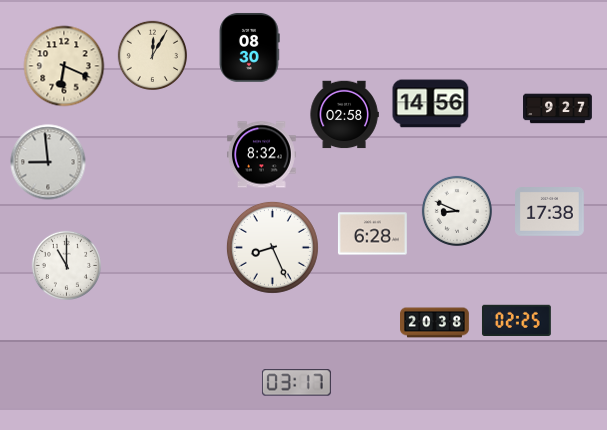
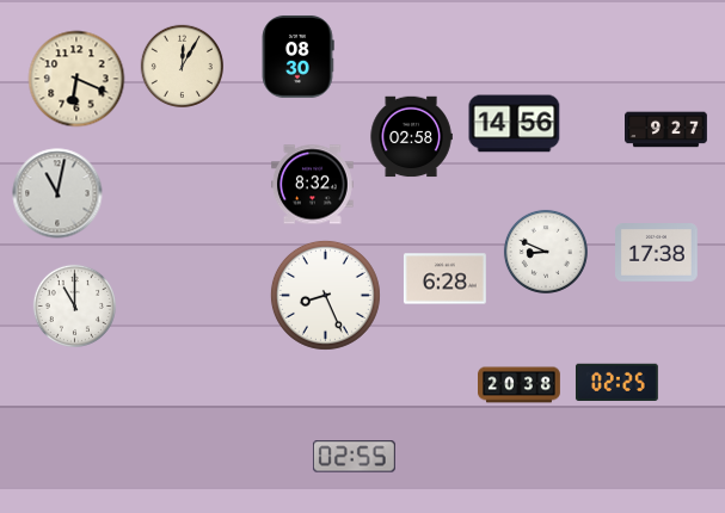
clock at (48, 162): 8:59 -> 11:02
clock at (66, 265) position: (66, 265) -> (74, 305)
clock at (296, 383): 03:17 -> 02:55
